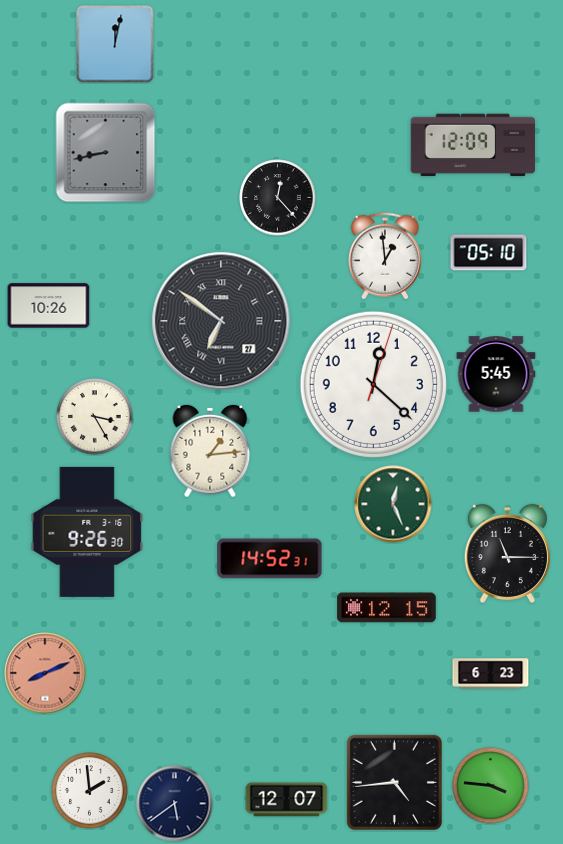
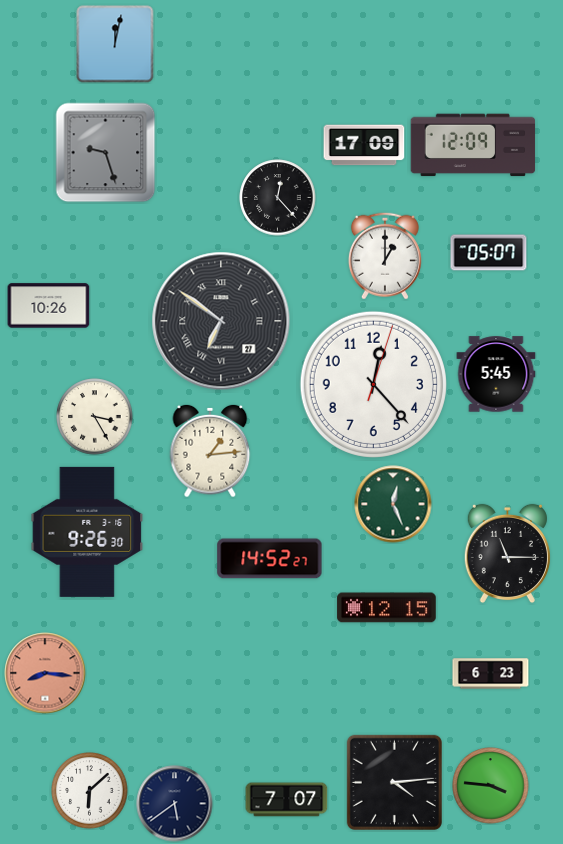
clock at (364, 145): none -> 17:09
clock at (106, 153): 8:43 -> 9:27
clock at (489, 253): 05:10 -> 05:07
clock at (385, 256): 12:59 -> 1:00
clock at (373, 384): 12:22 -> 12:23
clock at (270, 559): 14:52:31 -> 14:52:27
clock at (45, 673): 8:11 -> 8:16
clock at (394, 782): 4:44 -> 4:14
clock at (90, 791): 1:59 -> 6:08
clock at (287, 800): 12:07 -> 7:07
